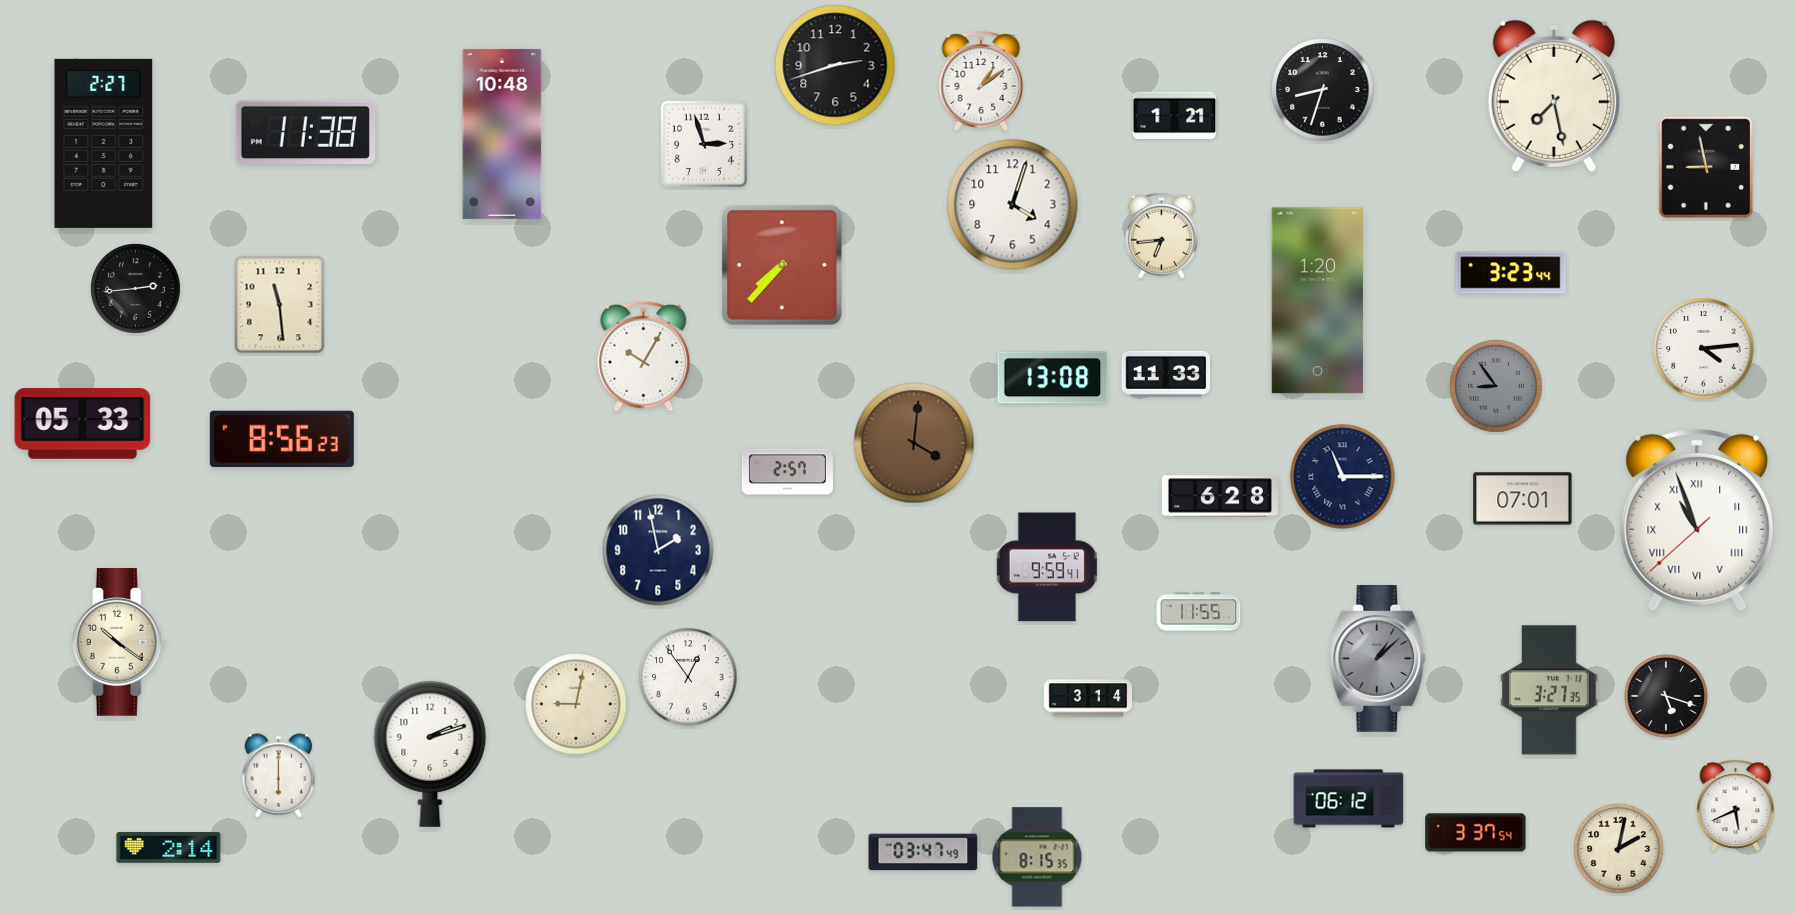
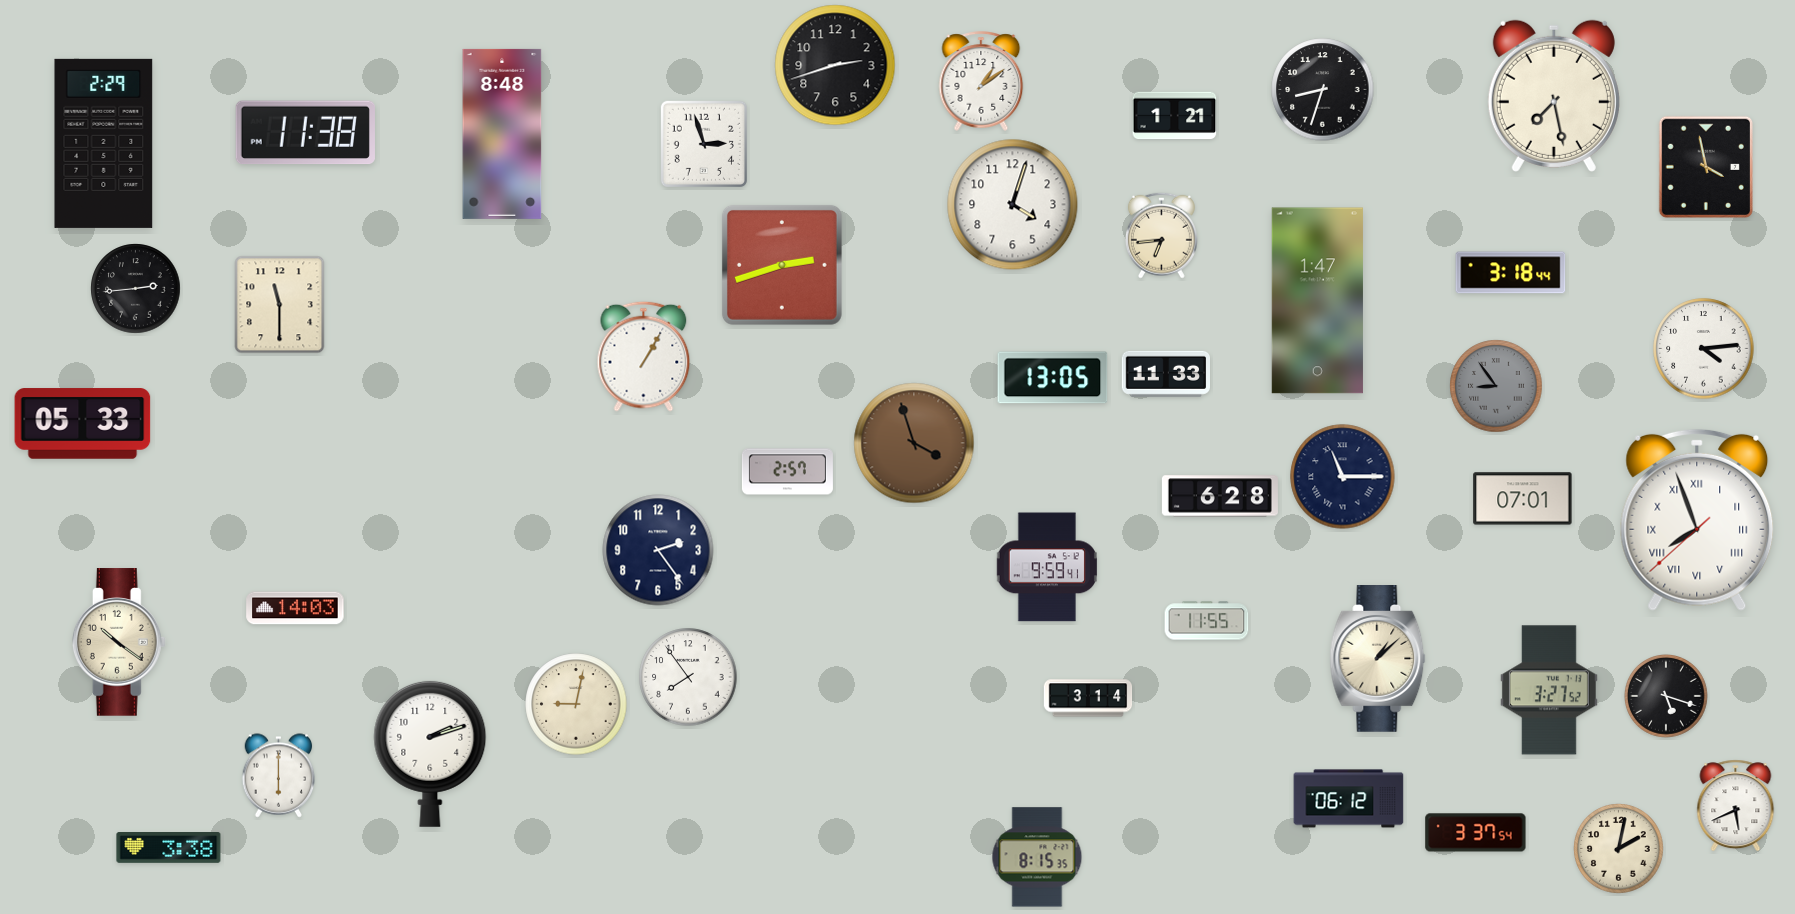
clock at (502, 134): 10:48 -> 8:48
clock at (104, 143): 2:27 -> 2:29
clock at (1706, 166): 8:58 -> 3:58
clock at (782, 265): 7:37 -> 2:42
clock at (1511, 273): 3:23 -> 3:18
clock at (1317, 301): 1:20 -> 1:47
clock at (280, 305): 11:29 -> 11:30
clock at (644, 356): 10:05 -> 1:05
clock at (1053, 378): 13:08 -> 13:05
clock at (282, 439): 8:56 -> none
clock at (914, 443): 4:01 -> 3:57
clock at (1697, 520): 10:56 -> 7:56
clock at (658, 550): 1:58 -> 2:24
clock at (295, 608): none -> 14:03
clock at (1199, 612) position: (1199, 612) -> (1207, 621)
clock at (1378, 659) dial: grey -> cream
clock at (688, 677): 12:54 -> 7:54
clock at (1549, 690): 3:27:35 -> 3:27:52
clock at (169, 848): 2:14 -> 3:38
clock at (923, 852): 03:47 -> none
